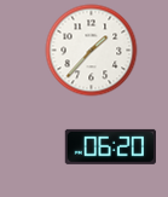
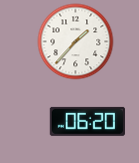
clock at (110, 146) position: (110, 146) -> (87, 121)
